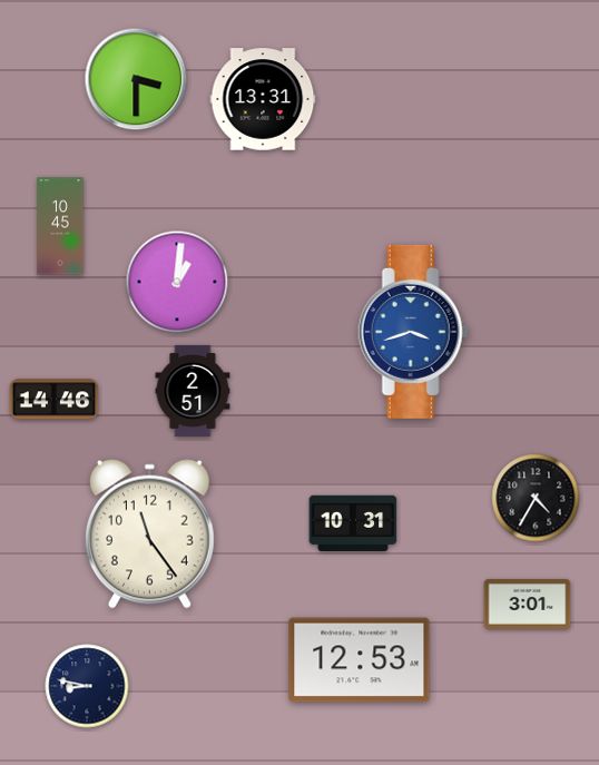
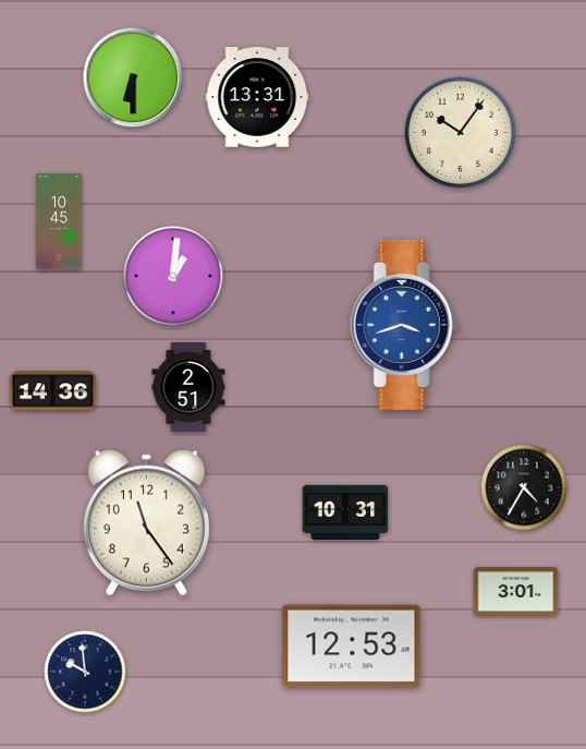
clock at (136, 79): 3:30 -> 6:30
clock at (460, 132): none -> 10:06
clock at (193, 391) position: (193, 391) -> (188, 387)
clock at (55, 400): 14:46 -> 14:36
clock at (87, 686): 8:47 -> 9:59
